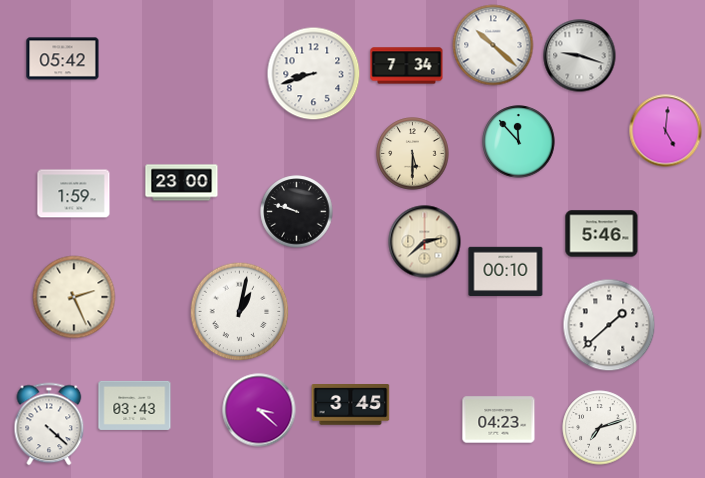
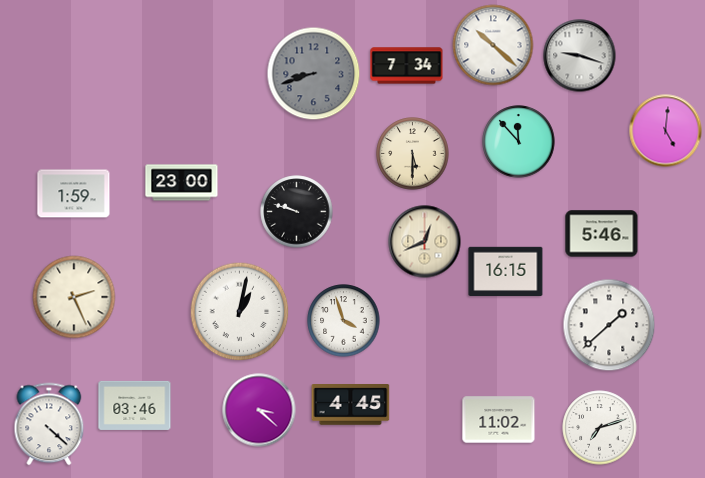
clock at (63, 59): 05:42 -> none
clock at (314, 74) dial: white -> grey
clock at (425, 242): 2:38 -> 12:41
clock at (506, 271): 00:10 -> 16:15
clock at (344, 321): none -> 3:57
clock at (135, 405): 03:43 -> 03:46
clock at (351, 405): 3:45 -> 4:45
clock at (499, 420): 04:23 -> 11:02
